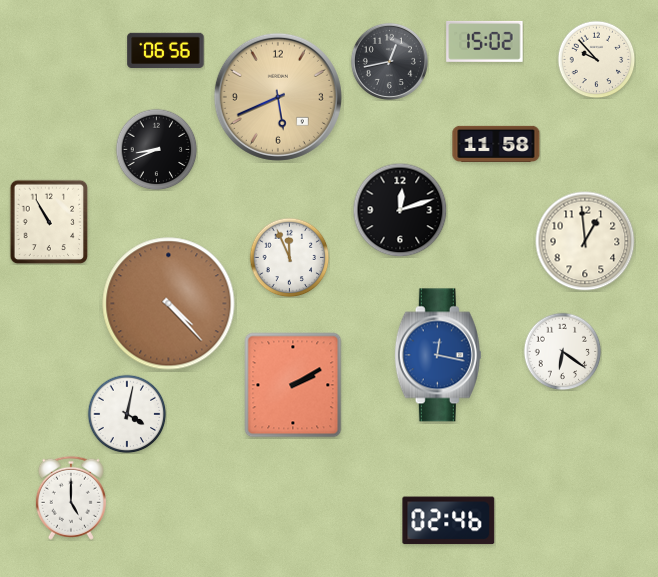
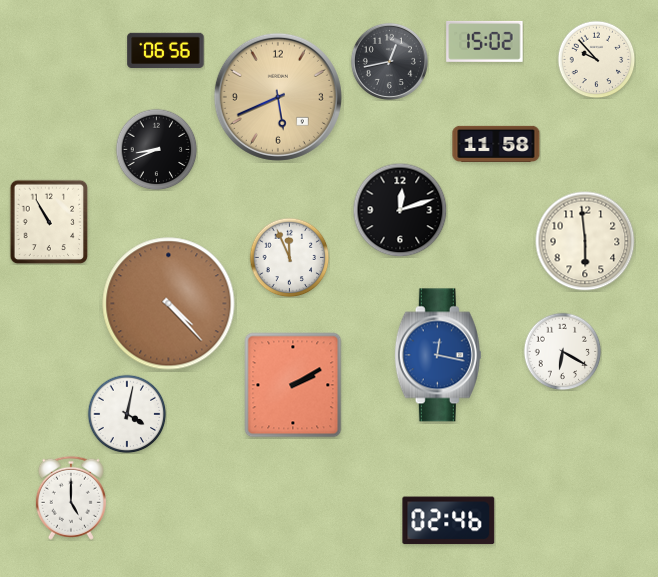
clock at (585, 241): 12:59 -> 5:59
clock at (562, 351): 6:21 -> 6:20
